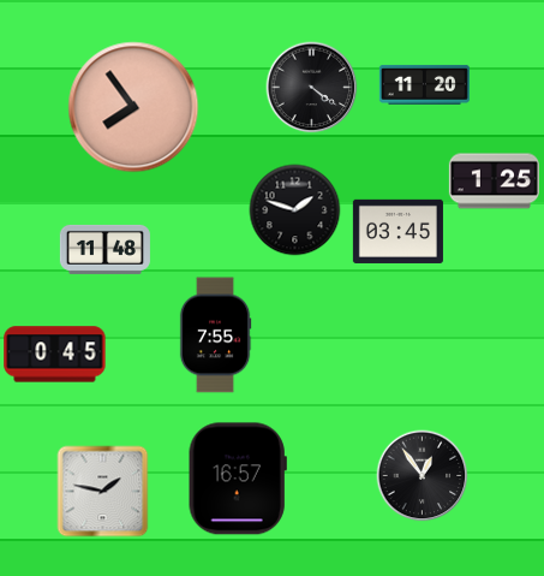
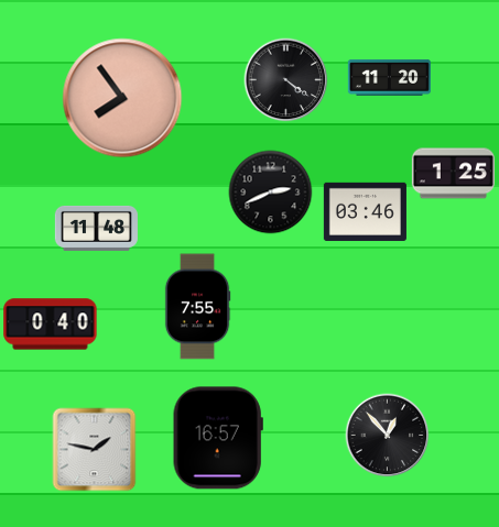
clock at (494, 182) position: (494, 182) -> (453, 174)
clock at (295, 210): 1:48 -> 2:41
clock at (397, 231): 03:45 -> 03:46
clock at (55, 355): 0:45 -> 0:40
clock at (423, 476): 12:54 -> 12:53
